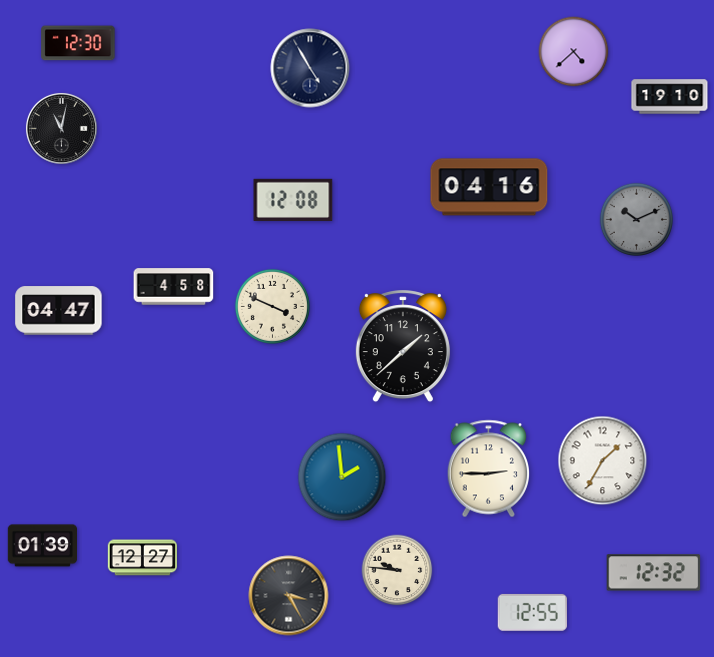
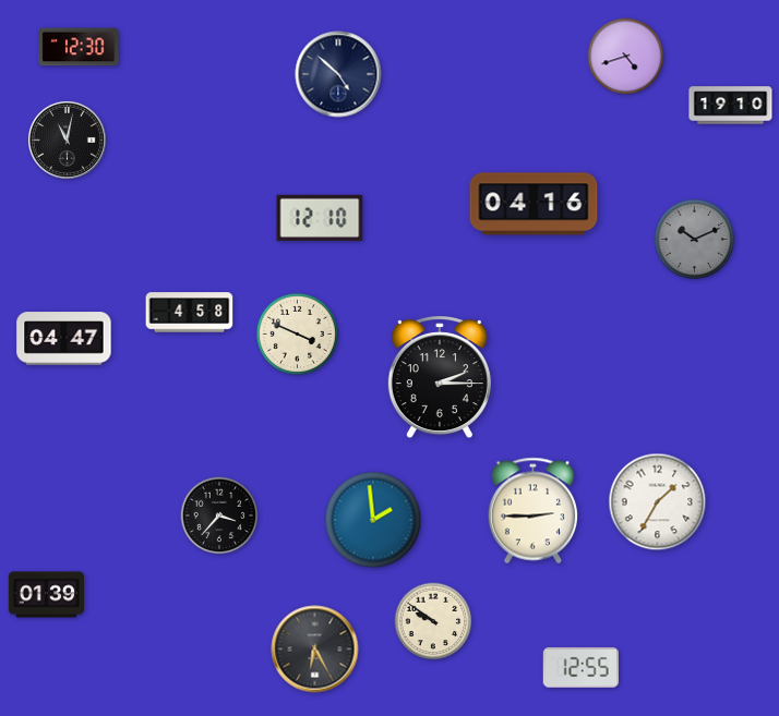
clock at (78, 43) position: (78, 43) -> (79, 47)
clock at (574, 52): 4:38 -> 4:42
clock at (310, 68): 4:55 -> 4:52
clock at (293, 200): 12:08 -> 12:10
clock at (403, 347): 1:38 -> 2:15
clock at (219, 515): none -> 3:37
clock at (143, 558): 12:27 -> none
clock at (397, 570): 9:46 -> 9:51
clock at (654, 573): 12:32 -> none
clock at (289, 596): 3:25 -> 6:25
